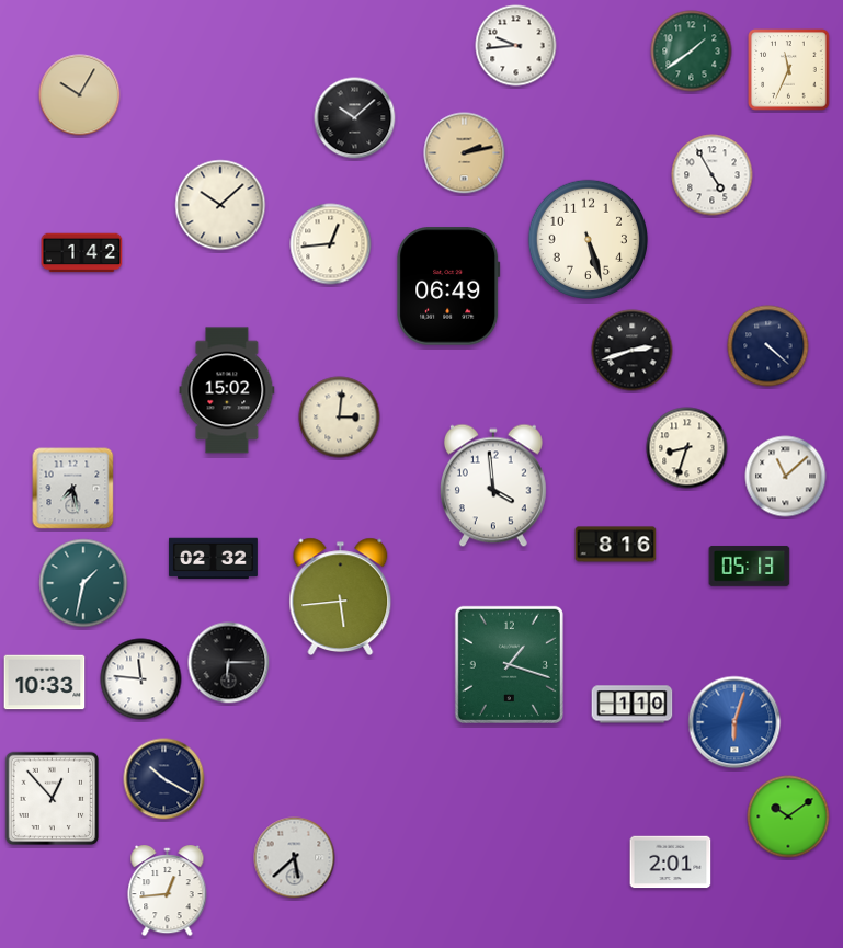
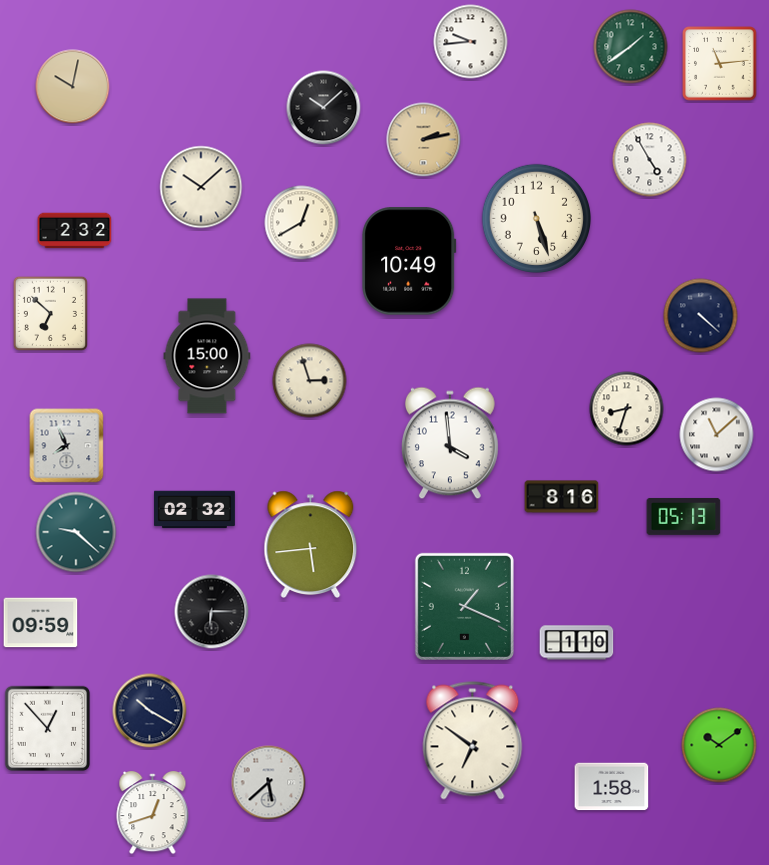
clock at (789, 70): 11:34 -> 11:14
clock at (80, 95): 10:05 -> 10:02
clock at (331, 244): 12:44 -> 12:40
clock at (82, 253): 1:42 -> 2:32
clock at (448, 286): 06:49 -> 10:49
clock at (50, 313): none -> 6:52
clock at (633, 351): 2:42 -> none
clock at (227, 390): 15:02 -> 15:00
clock at (340, 418): 3:01 -> 2:57
clock at (73, 489): 7:28 -> 7:56
clock at (83, 583): 1:32 -> 9:22
clock at (229, 663) position: (229, 663) -> (212, 612)
clock at (509, 664): 1:18 -> 1:19
clock at (141, 679): 11:46 -> none
clock at (45, 683): 10:33 -> 09:59
clock at (734, 722): 6:03 -> none
clock at (473, 741): none -> 6:51
clock at (671, 863): 2:01 -> 1:58
clock at (168, 891): 12:44 -> 12:42
